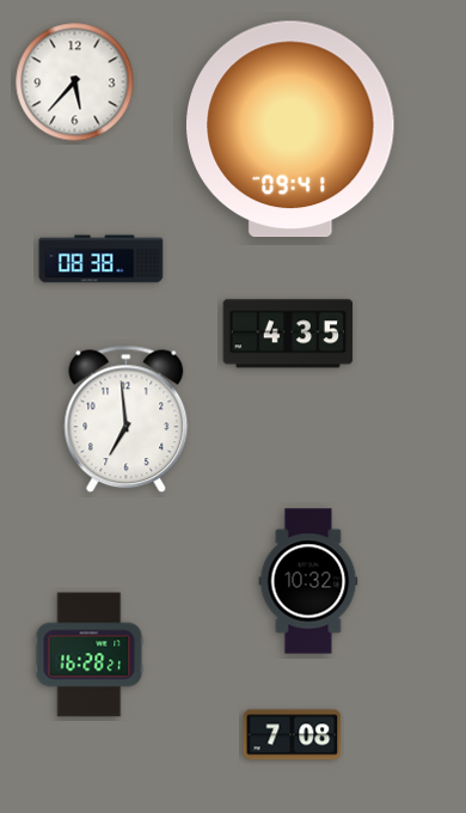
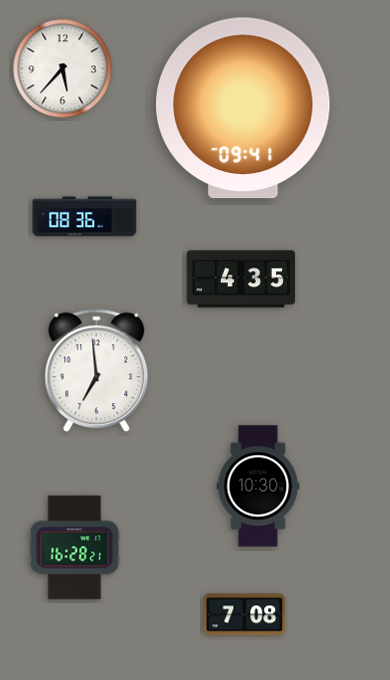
clock at (102, 259): 08:38 -> 08:36
clock at (127, 420) position: (127, 420) -> (97, 371)
clock at (308, 581): 10:32 -> 10:30
